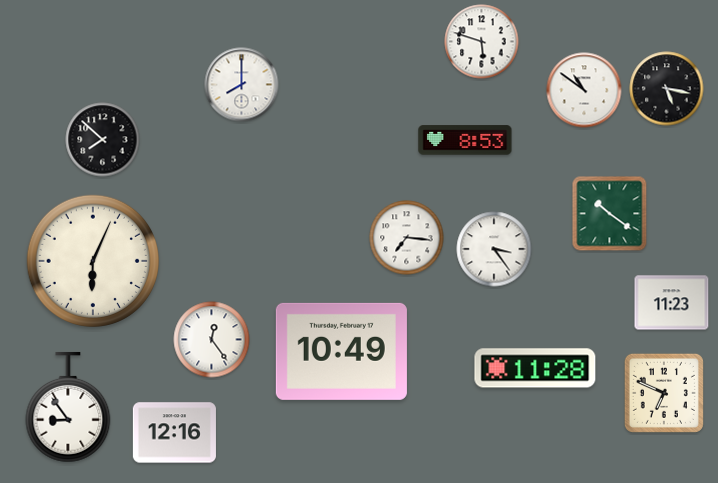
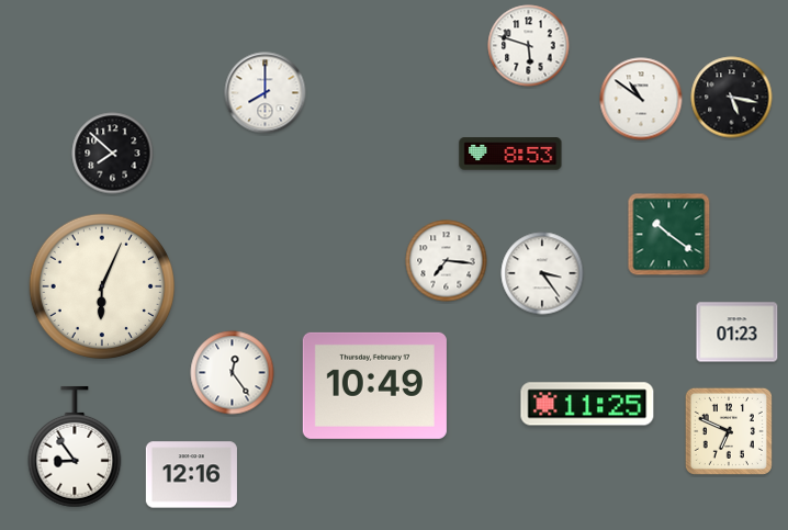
clock at (672, 303): 11:23 -> 01:23
clock at (535, 368): 11:28 -> 11:25
